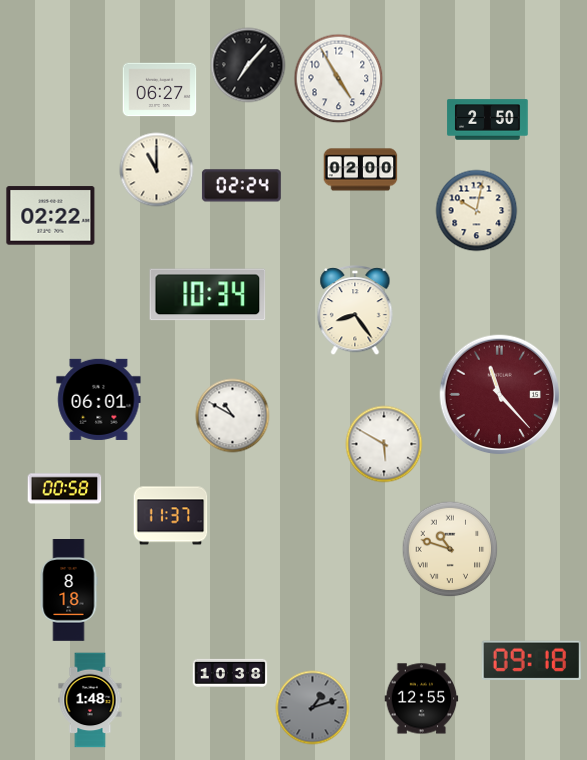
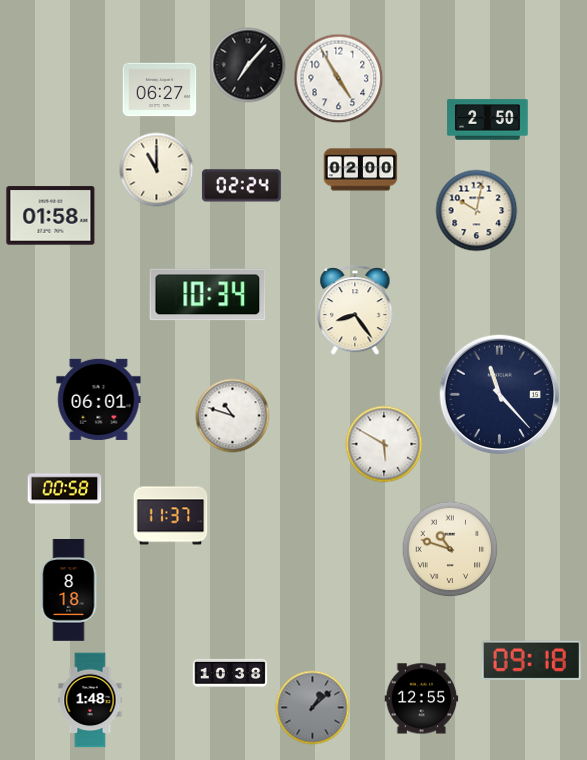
clock at (51, 216): 02:22 -> 01:58
clock at (500, 395) dial: burgundy -> navy
clock at (233, 416): 10:50 -> 10:48
clock at (313, 708): 1:12 -> 1:08
